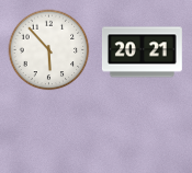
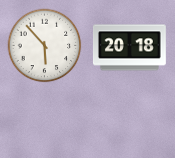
clock at (142, 53): 20:21 -> 20:18
